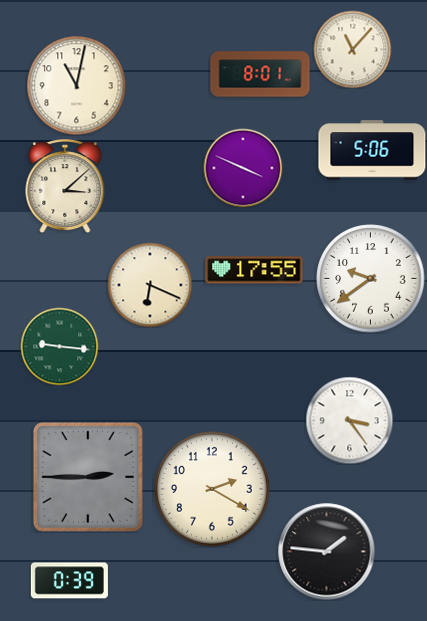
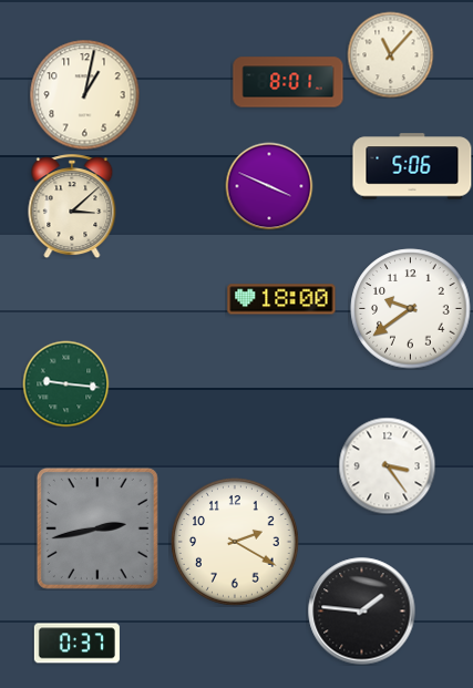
clock at (77, 86): 11:02 -> 1:02
clock at (254, 270): 17:55 -> 18:00
clock at (150, 285): 6:19 -> none
clock at (88, 477): 2:45 -> 2:43
clock at (69, 581): 0:39 -> 0:37
